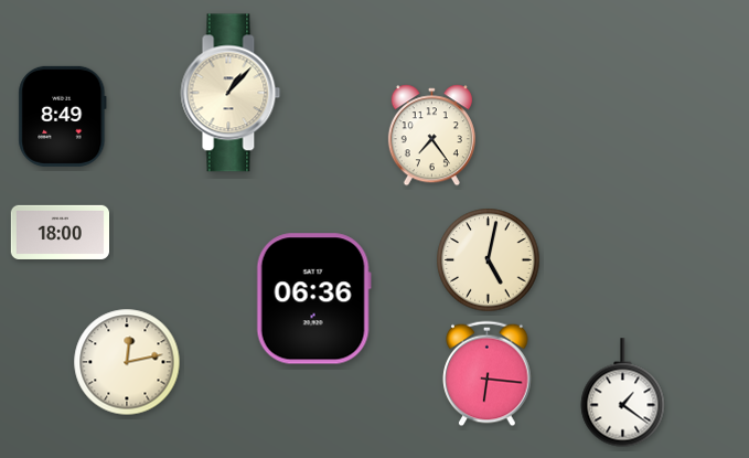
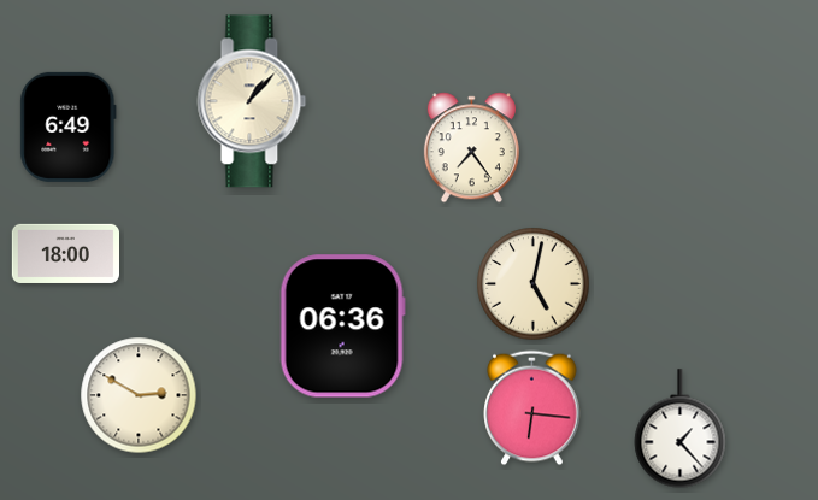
clock at (63, 116): 8:49 -> 6:49
clock at (127, 362): 12:13 -> 2:50
clock at (623, 393): 1:21 -> 1:23
